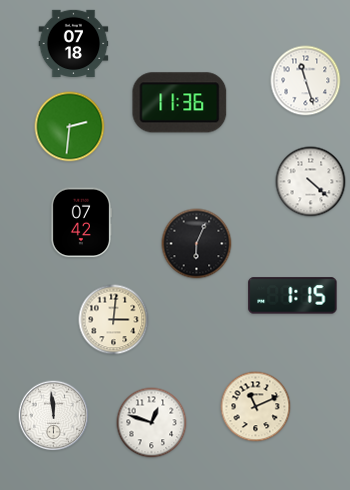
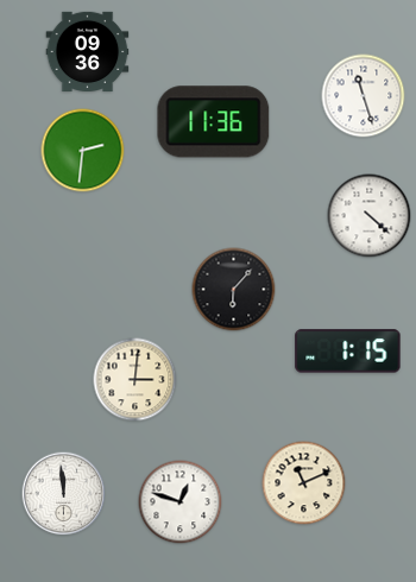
clock at (74, 43): 07:18 -> 09:36
clock at (81, 223): 07:42 -> none
clock at (197, 244): 6:04 -> 6:07
